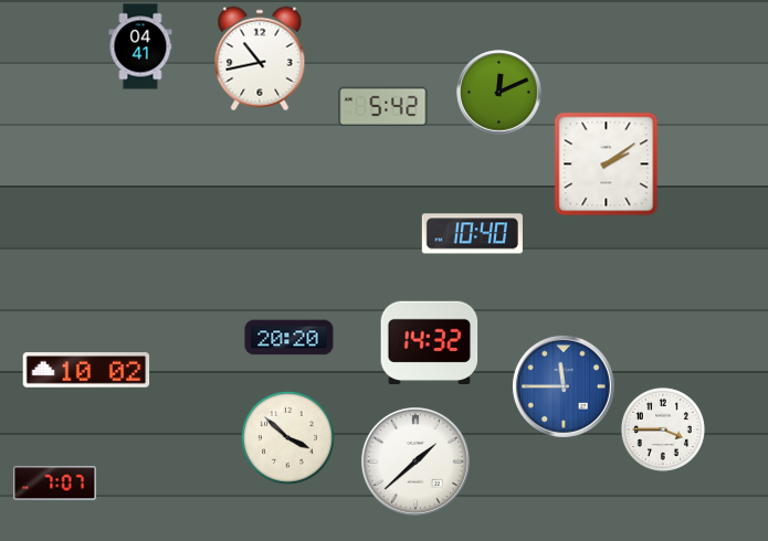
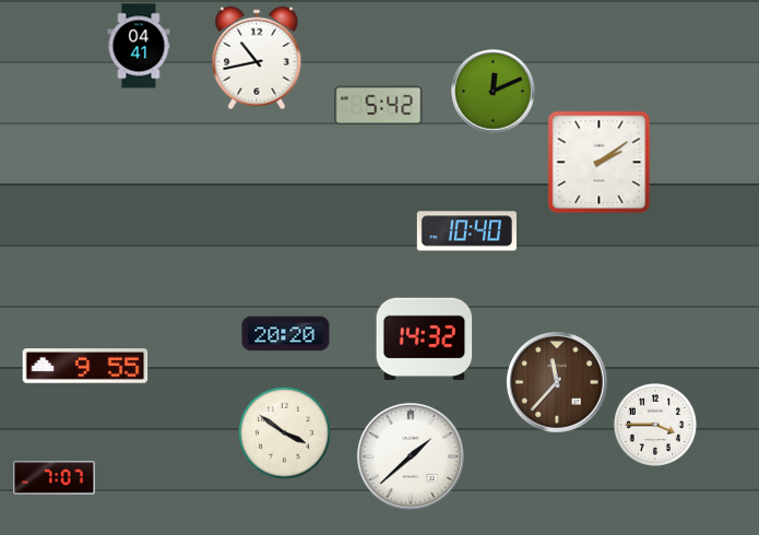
clock at (86, 370): 10:02 -> 9:55
clock at (564, 386): 11:45 -> 11:37
clock at (564, 386) dial: blue -> brown
clock at (287, 437): 3:52 -> 3:51
